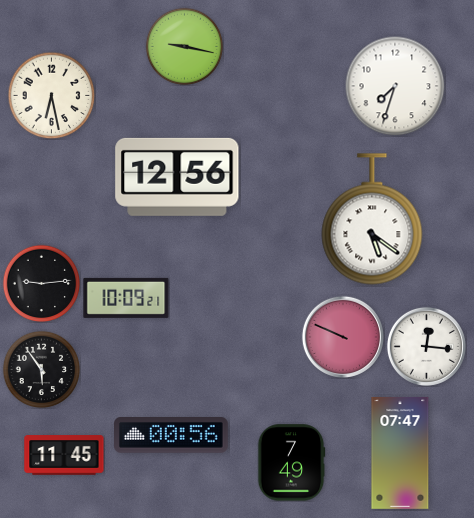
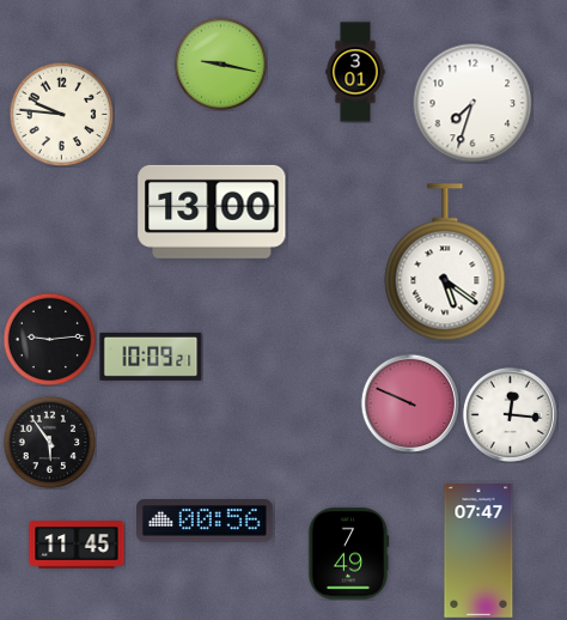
clock at (184, 46) position: (184, 46) -> (220, 63)
clock at (355, 72): none -> 3:01
clock at (51, 95): 6:28 -> 9:46
clock at (177, 177): 12:56 -> 13:00
clock at (400, 453) position: (400, 453) -> (478, 551)
